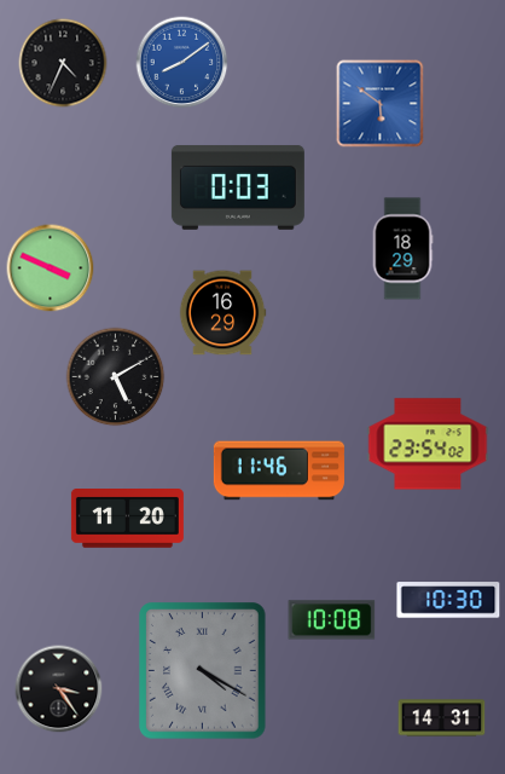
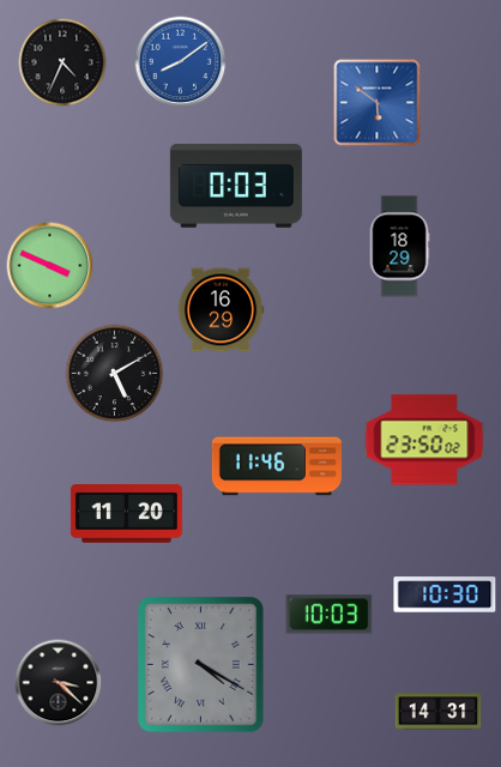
clock at (428, 444): 23:54 -> 23:50
clock at (332, 620): 10:08 -> 10:03
clock at (59, 689): 3:24 -> 3:22
